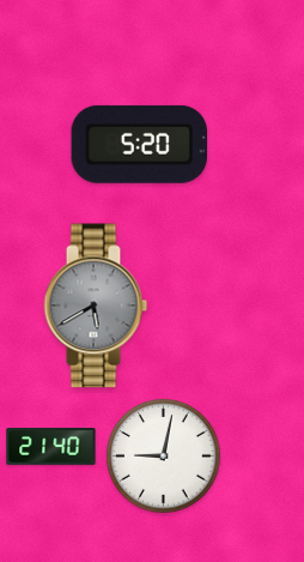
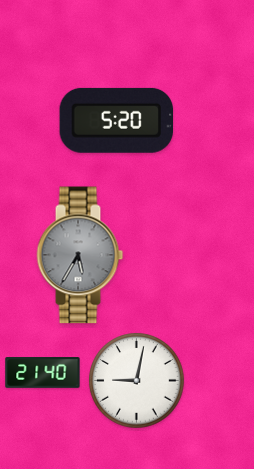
clock at (96, 306): 5:40 -> 5:35
